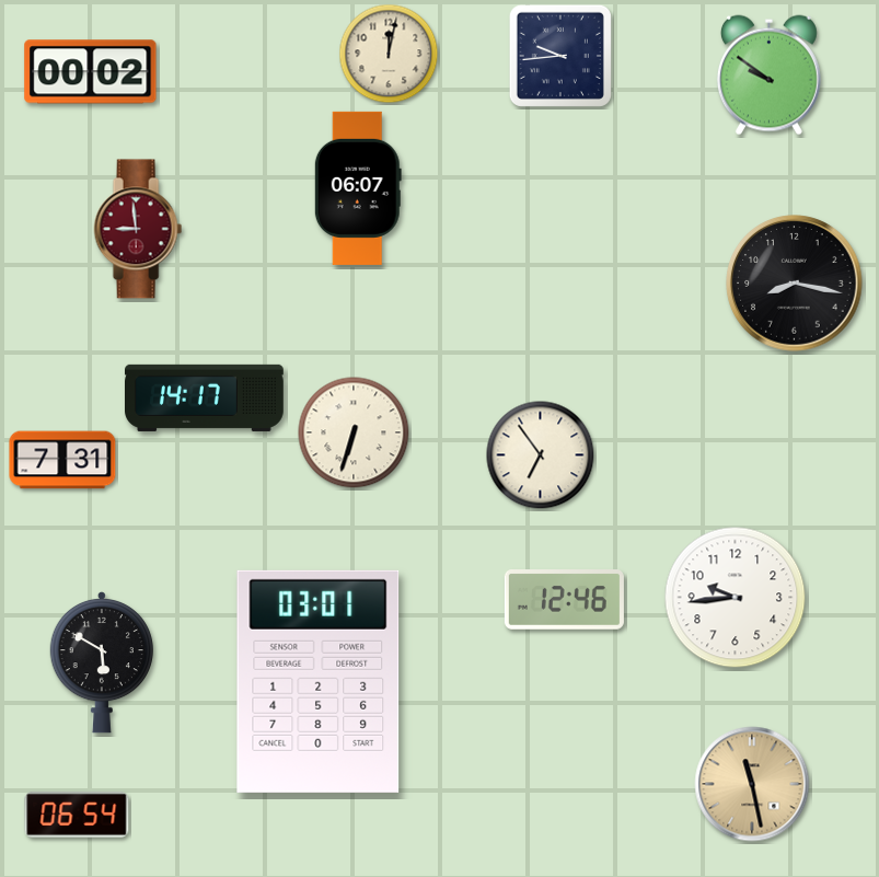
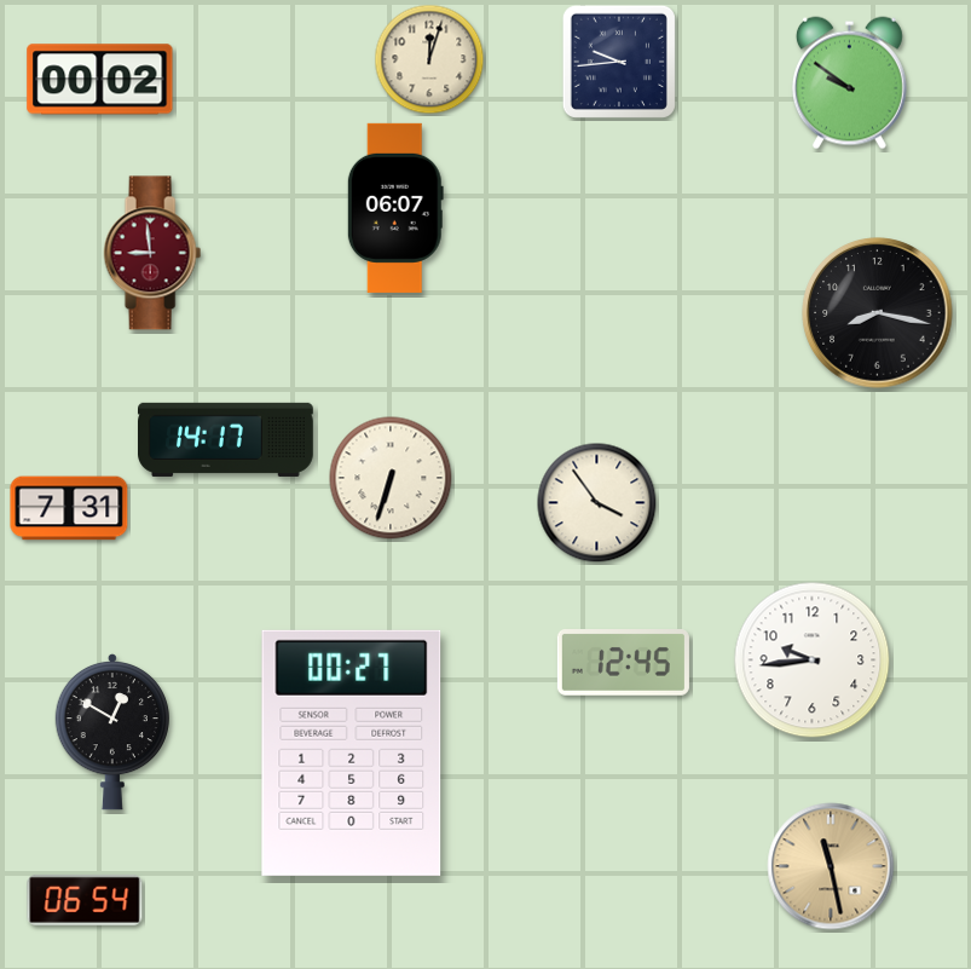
clock at (389, 54): 12:02 -> 12:03
clock at (541, 455): 6:54 -> 3:54
clock at (564, 600): 12:46 -> 12:45
clock at (101, 662): 5:50 -> 12:50
clock at (319, 681): 03:01 -> 00:27
